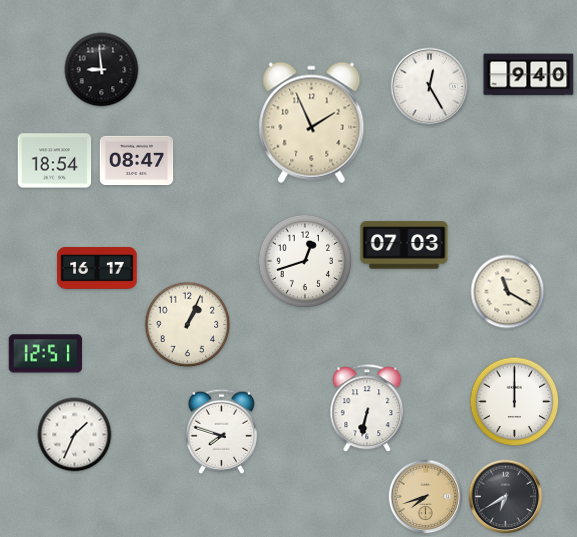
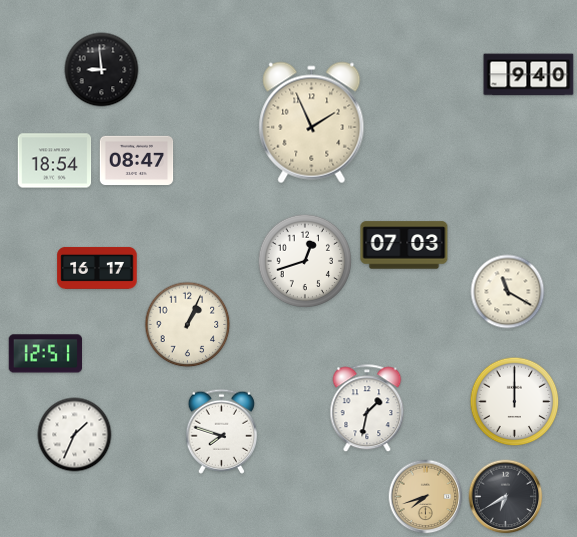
clock at (430, 87): 12:25 -> none
clock at (367, 409): 6:32 -> 1:32
